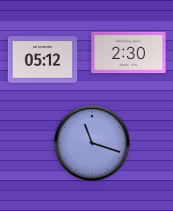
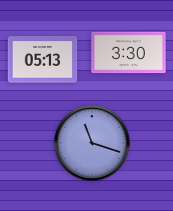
clock at (129, 53): 2:30 -> 3:30
clock at (43, 60): 05:12 -> 05:13
